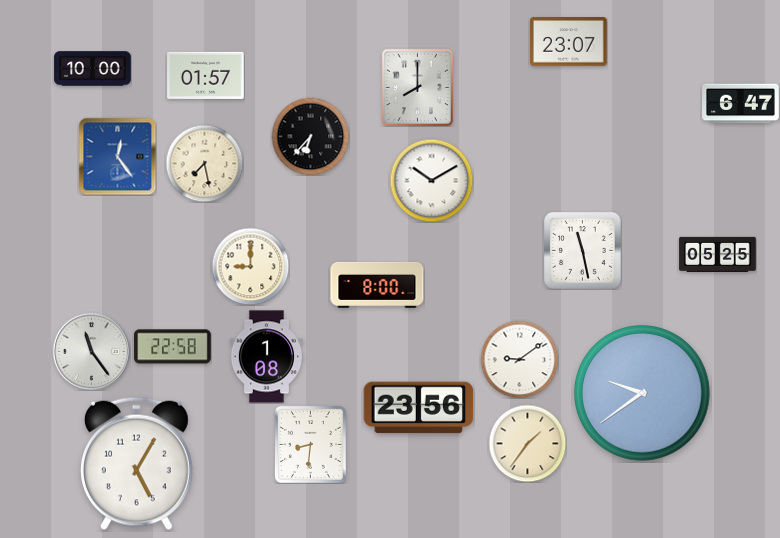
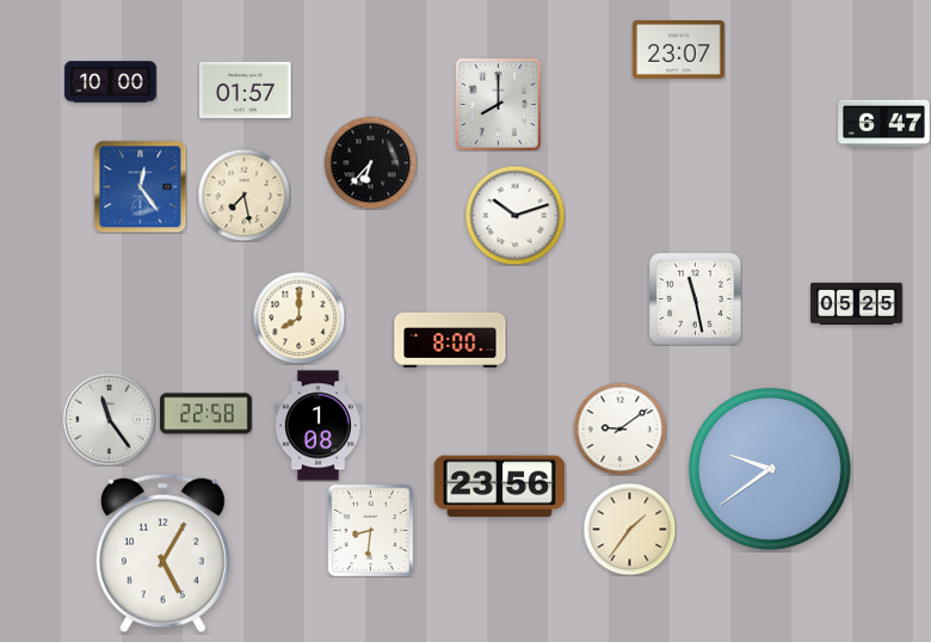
clock at (431, 180): 10:10 -> 10:12
clock at (250, 266): 9:00 -> 8:00
clock at (643, 394) position: (643, 394) -> (771, 470)
